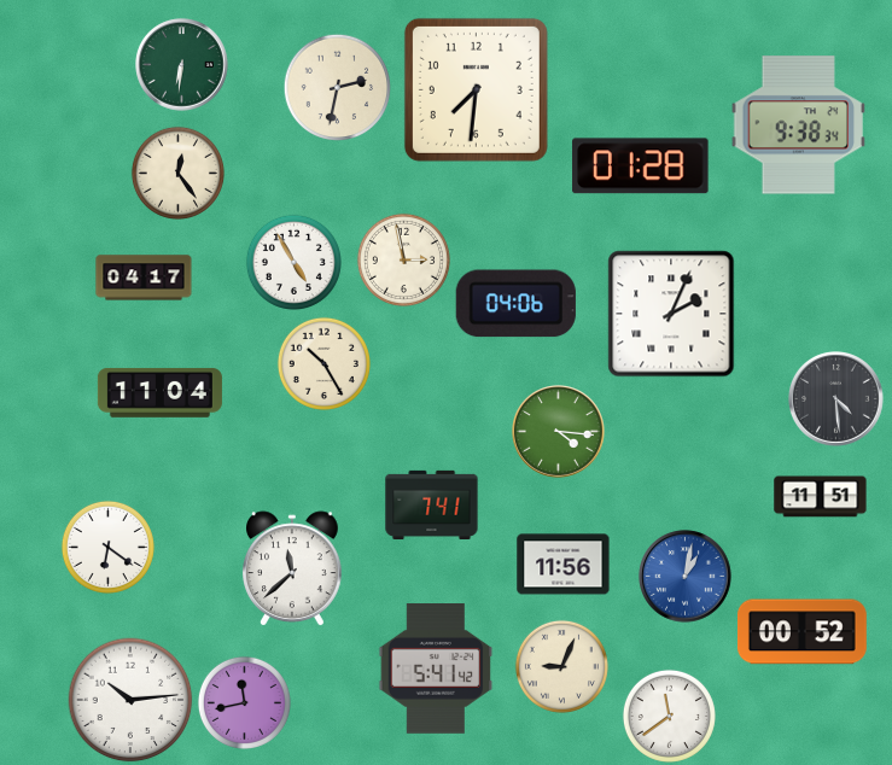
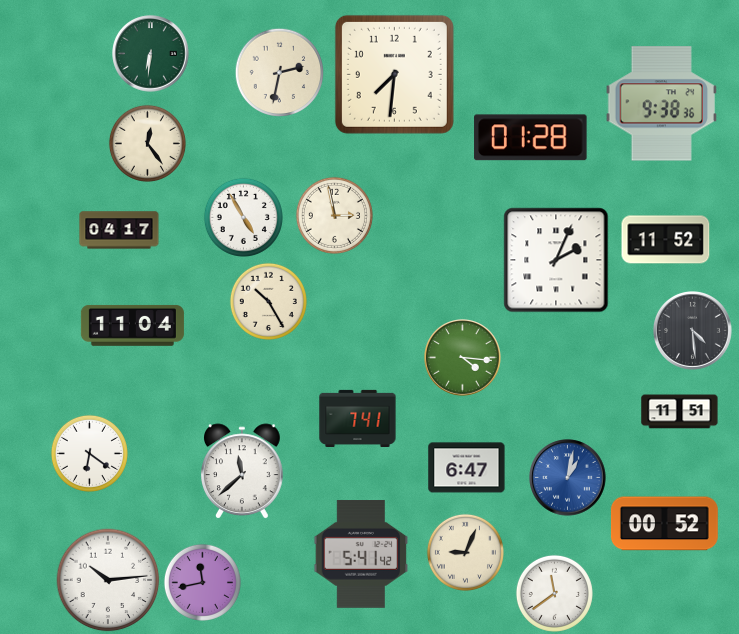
clock at (799, 125): 9:38:34 -> 9:38:36
clock at (666, 240): none -> 11:52
clock at (515, 304): 04:06 -> none
clock at (564, 565): 11:56 -> 6:47
